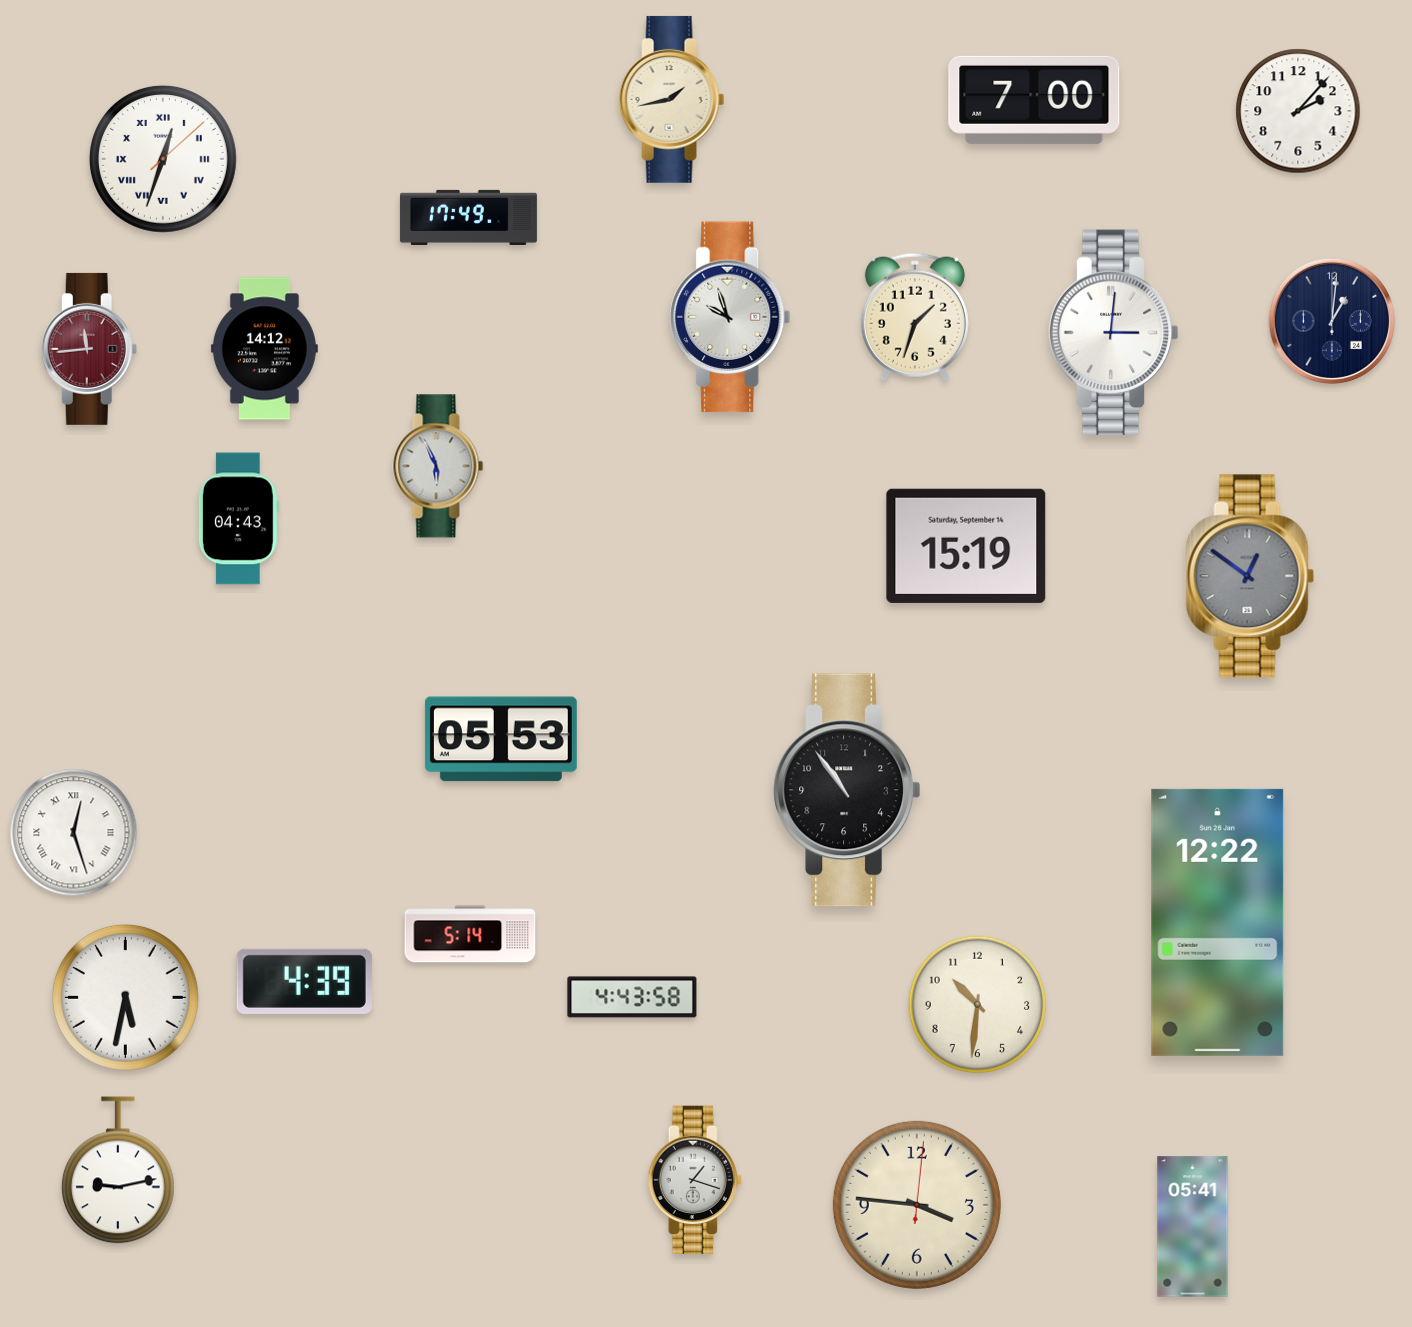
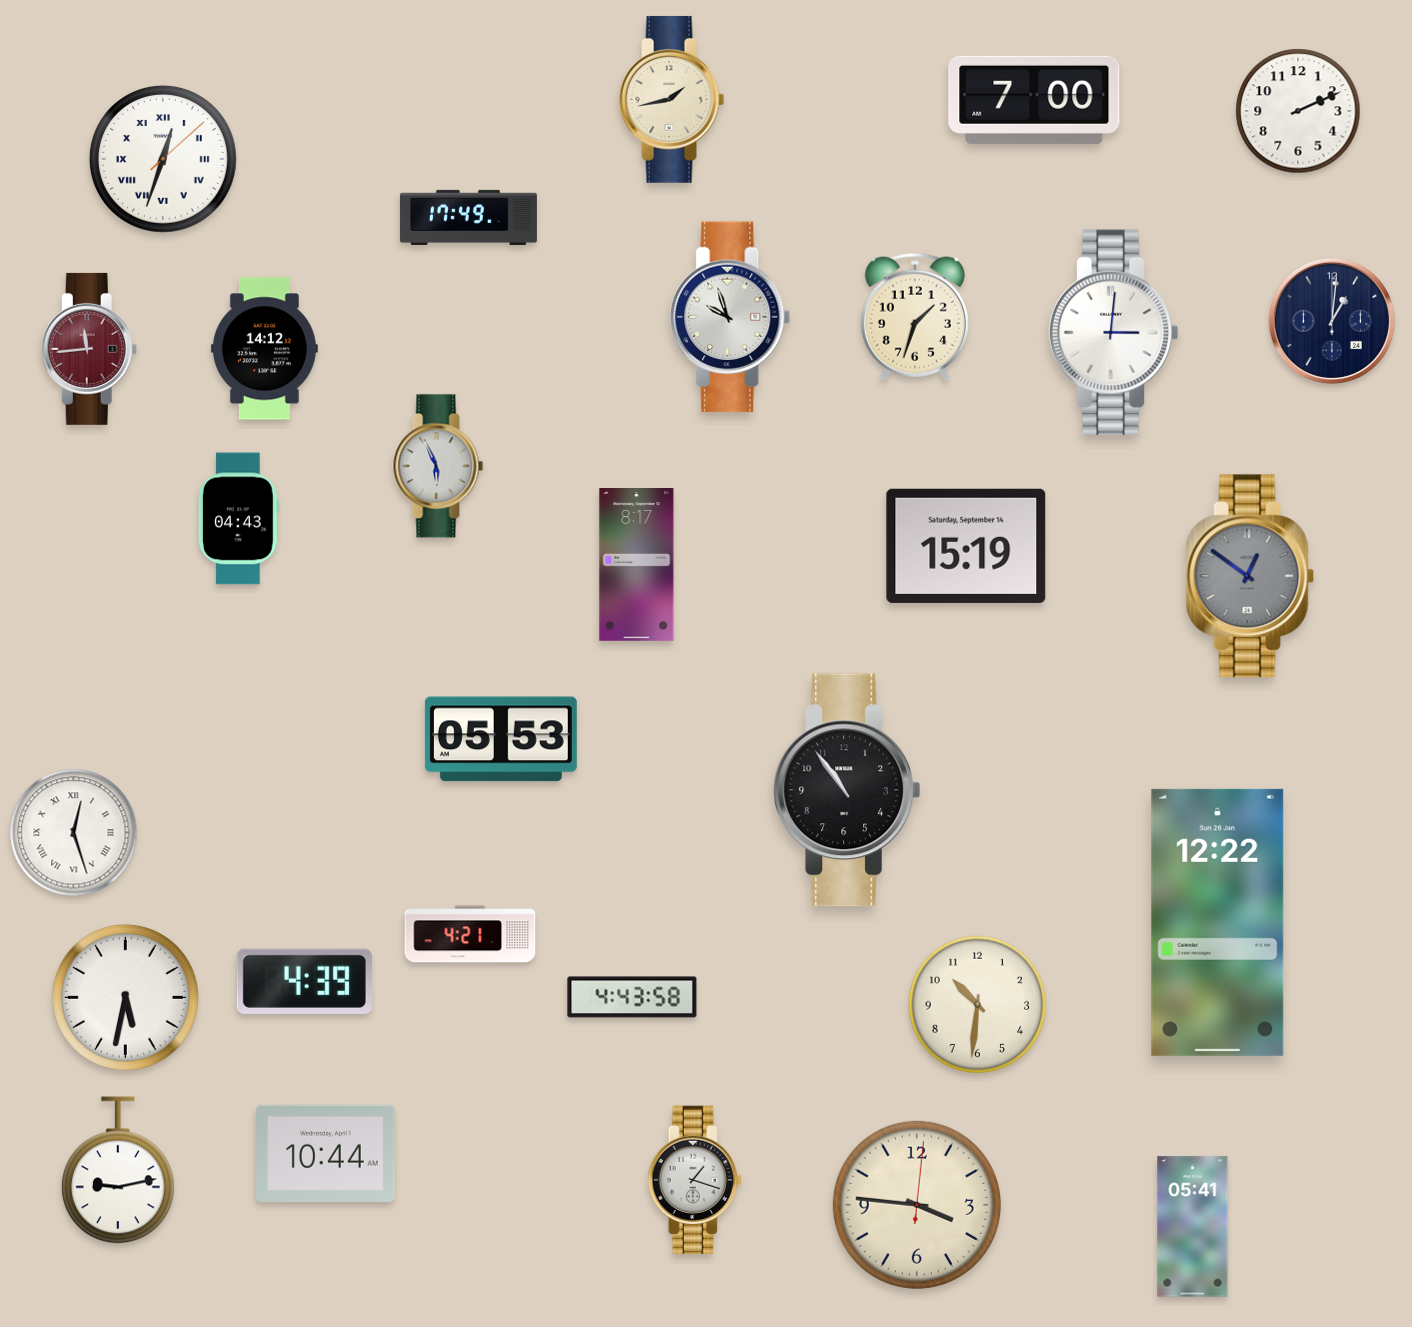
clock at (1298, 111): 2:07 -> 2:11
clock at (637, 565): none -> 8:17
clock at (470, 934): 5:14 -> 4:21
clock at (326, 1153): none -> 10:44
